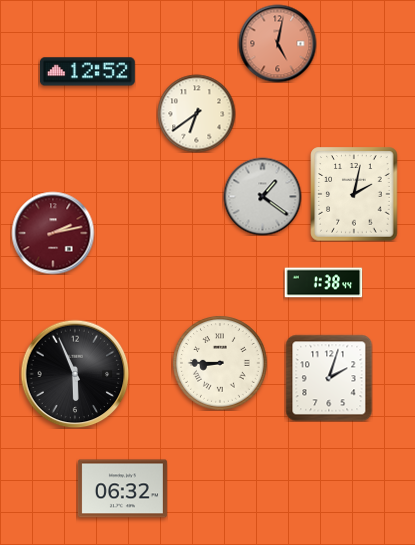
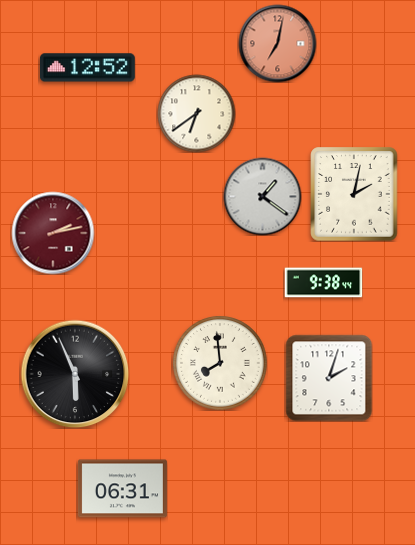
clock at (277, 43): 5:02 -> 7:02
clock at (88, 72) position: (88, 72) -> (88, 68)
clock at (323, 283): 1:38 -> 9:38
clock at (220, 363): 8:45 -> 7:59
clock at (122, 489): 06:32 -> 06:31
